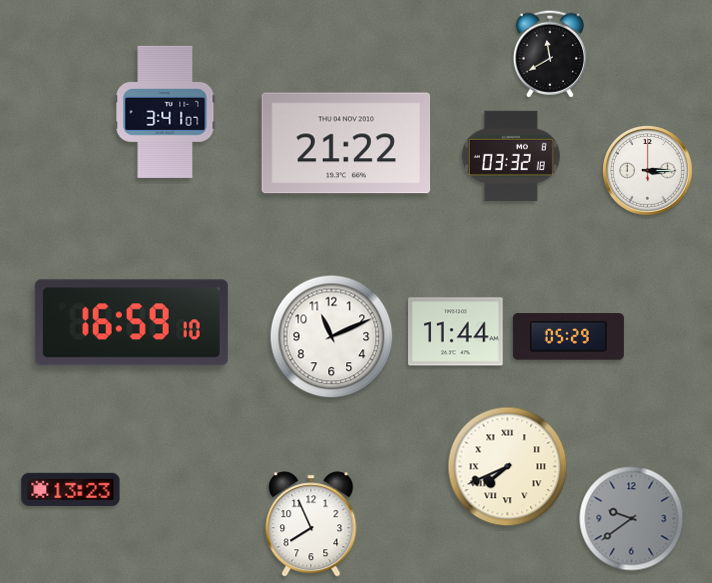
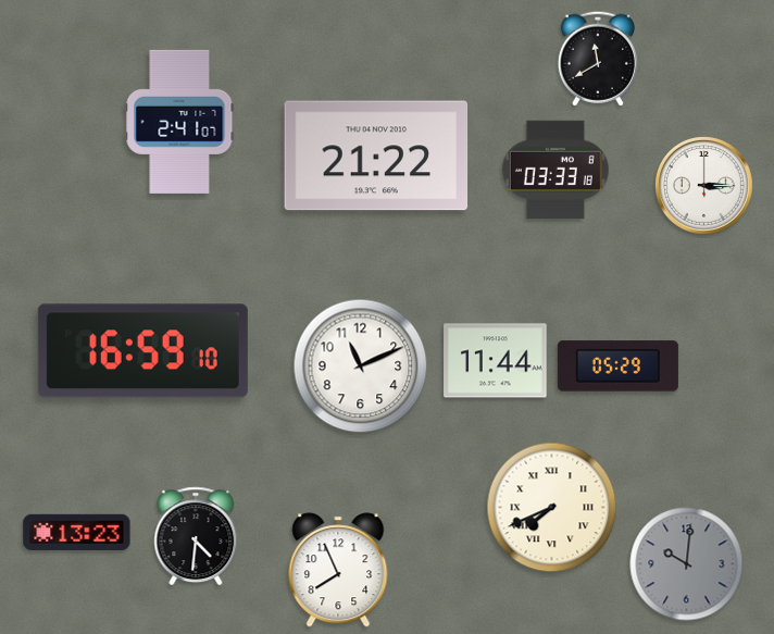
clock at (165, 112): 3:41 -> 2:41
clock at (511, 156): 03:32 -> 03:33
clock at (196, 536): none -> 4:31
clock at (632, 519): 9:39 -> 10:01
